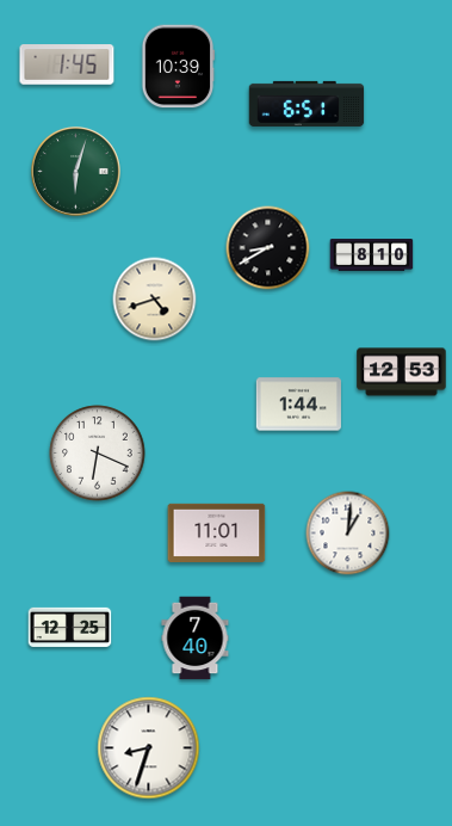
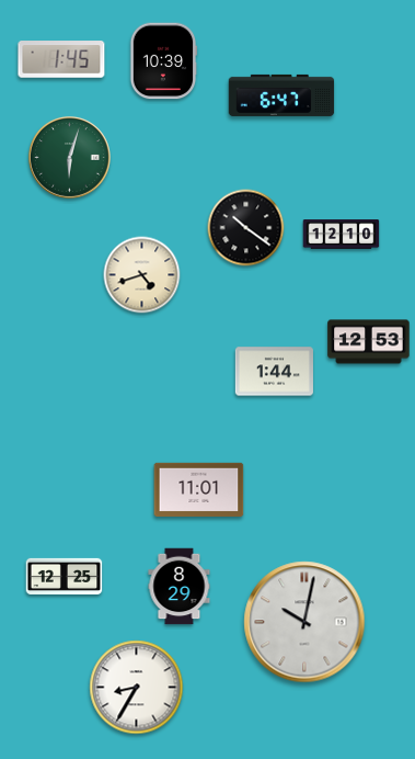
clock at (307, 104): 6:51 -> 6:47
clock at (268, 248): 8:40 -> 10:21
clock at (372, 255): 8:10 -> 12:10
clock at (98, 454): 6:19 -> none
clock at (348, 534): 1:01 -> none
clock at (196, 639): 7:40 -> 8:29
clock at (304, 622): none -> 10:02
clock at (149, 748): 8:33 -> 8:35
